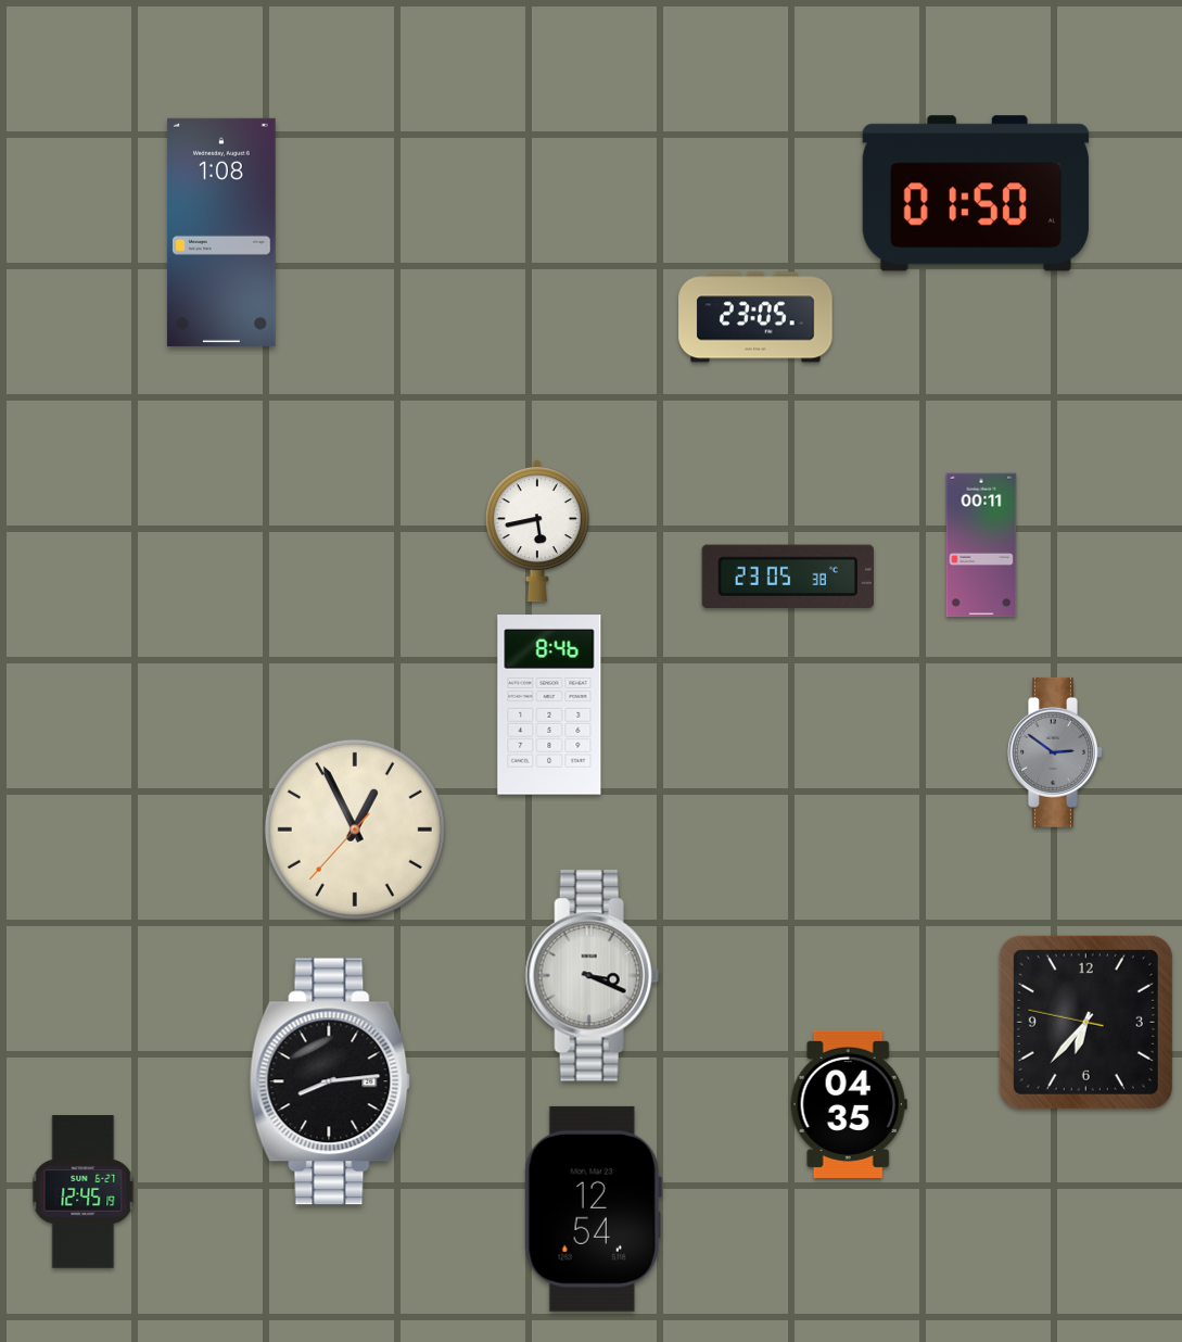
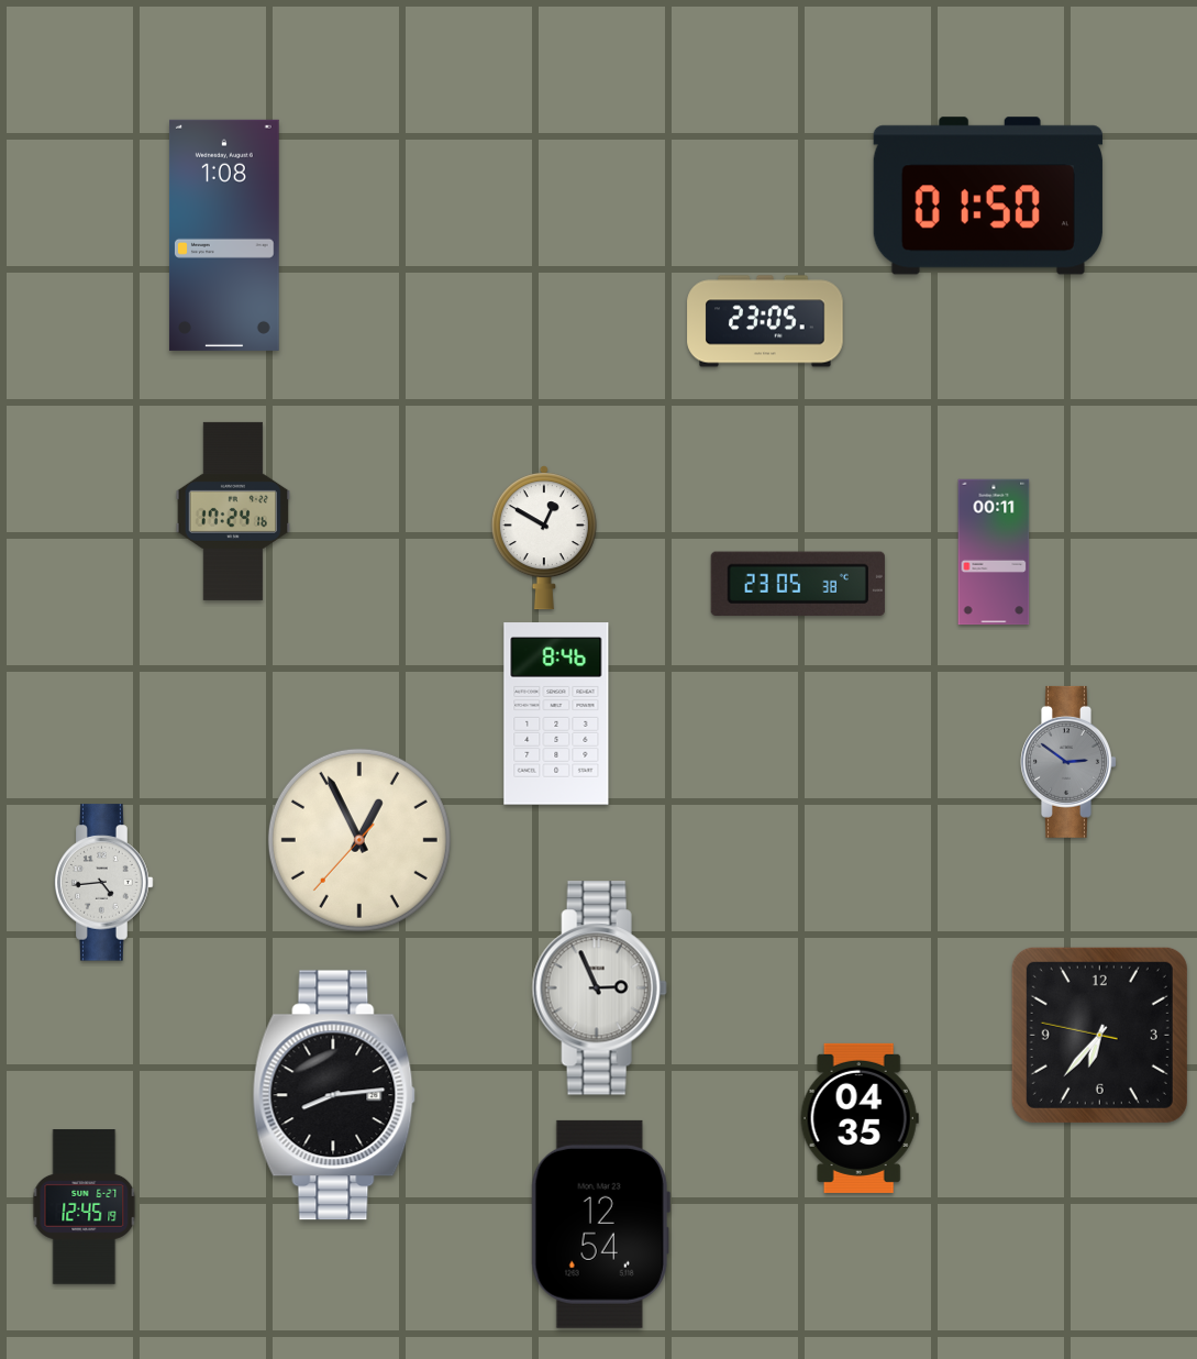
clock at (233, 511): none -> 17:24
clock at (537, 531): 5:43 -> 12:50
clock at (104, 883): none -> 4:44
clock at (592, 976): 3:19 -> 2:56
